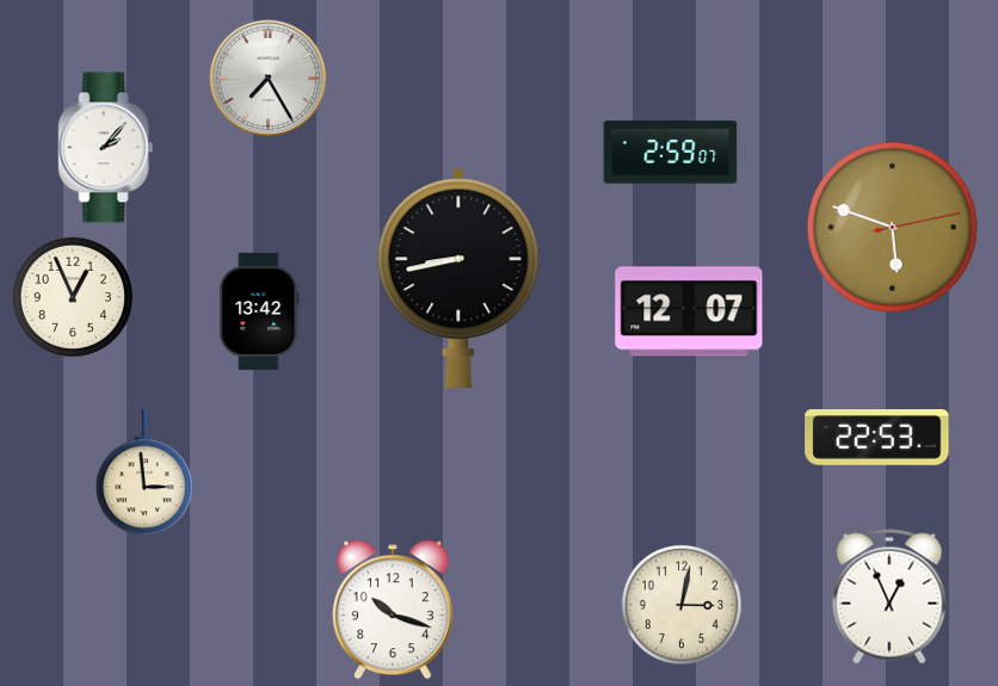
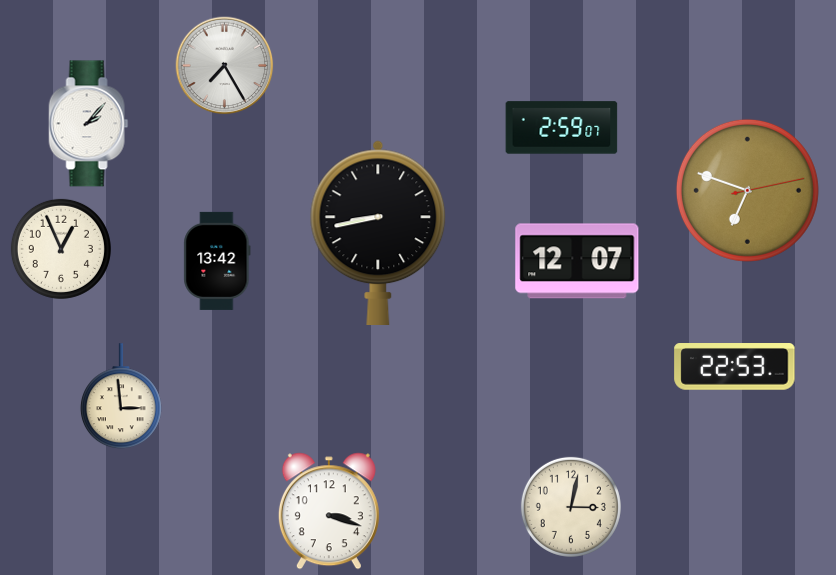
clock at (892, 227): 5:48 -> 6:48
clock at (458, 277) position: (458, 277) -> (378, 232)
clock at (889, 597): 12:56 -> none
clock at (393, 610): 10:18 -> 3:18
